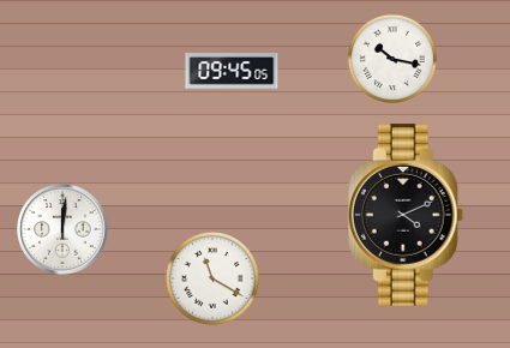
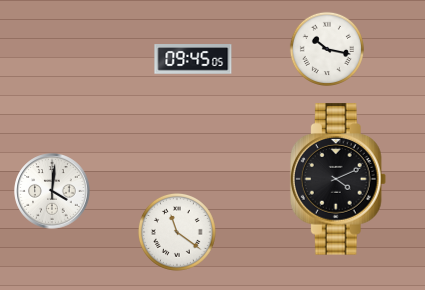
clock at (62, 229): 12:01 -> 4:01
clock at (212, 278): 11:20 -> 11:21
